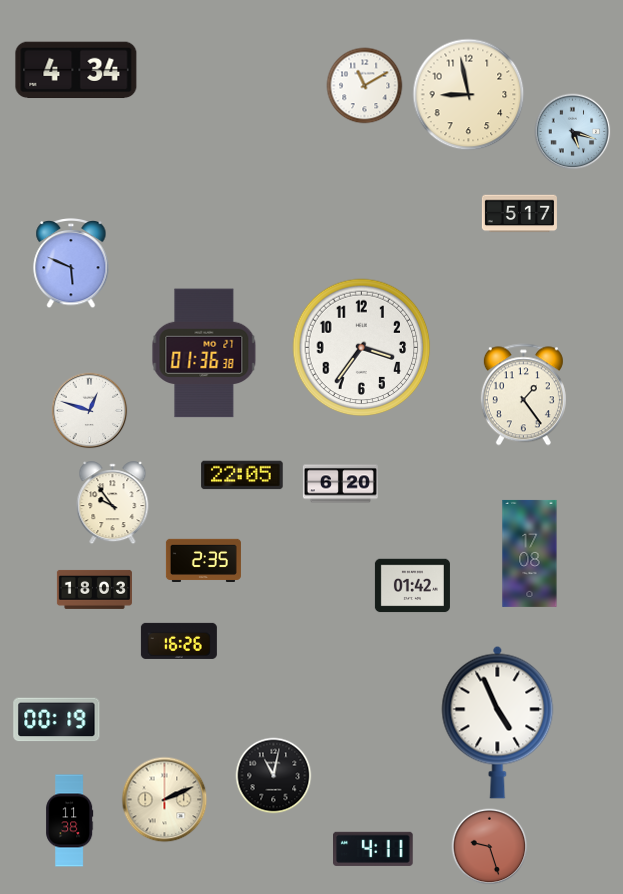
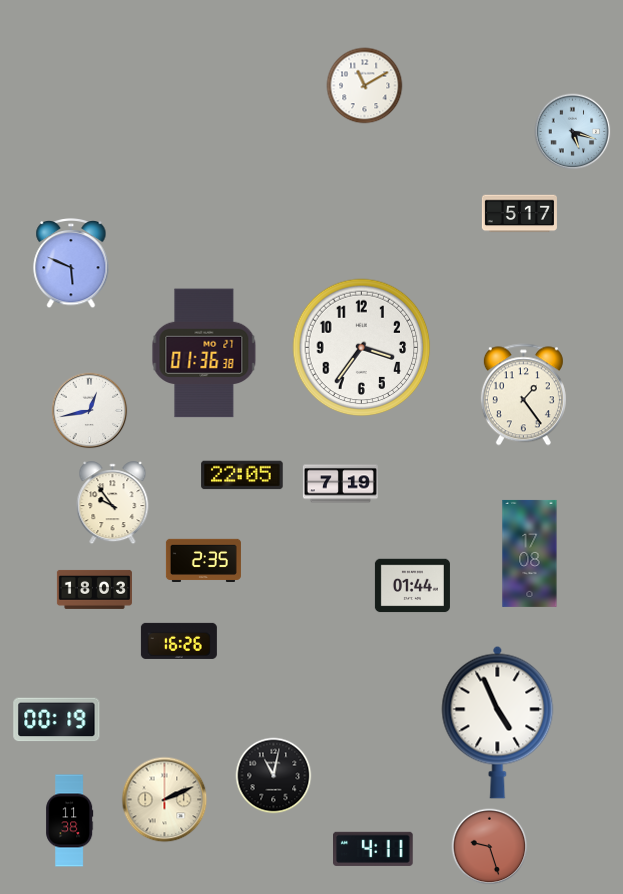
clock at (76, 70): 4:34 -> none
clock at (469, 95): 8:58 -> none
clock at (90, 411): 12:48 -> 12:43
clock at (340, 484): 6:20 -> 7:19
clock at (412, 586): 01:42 -> 01:44
